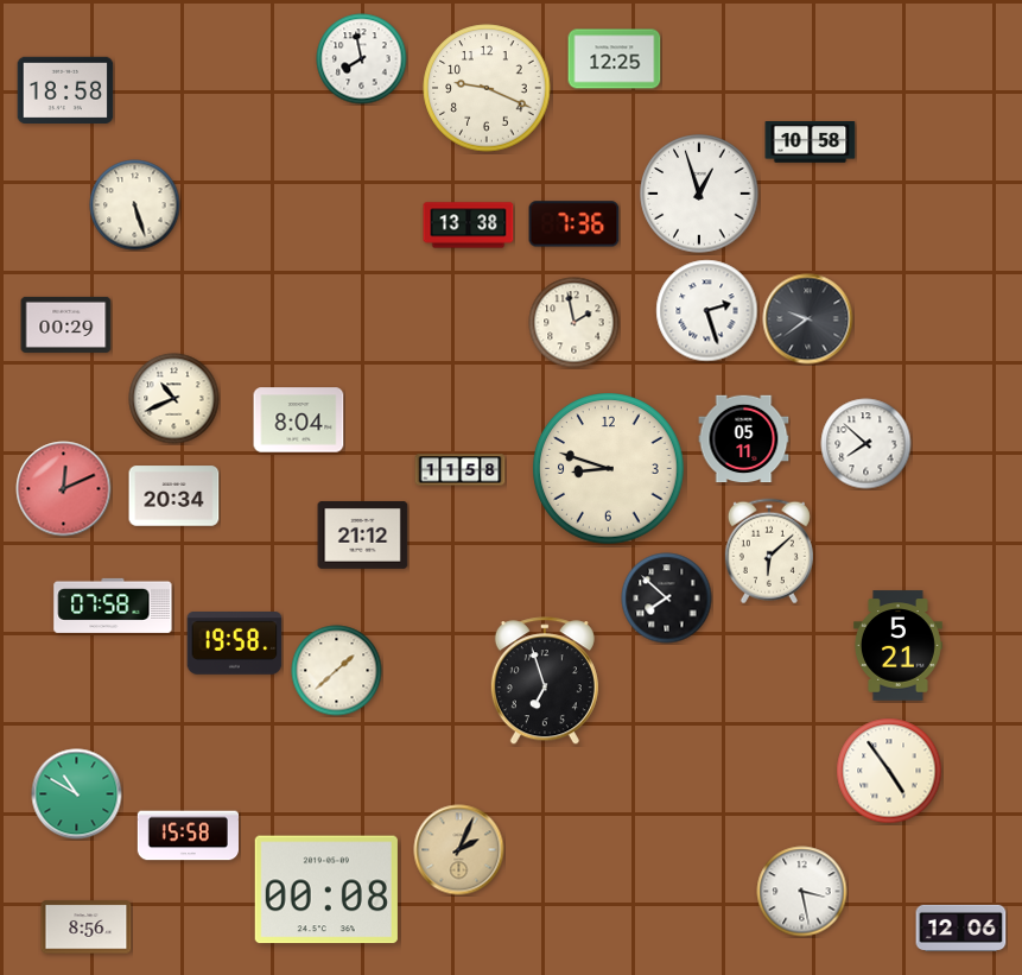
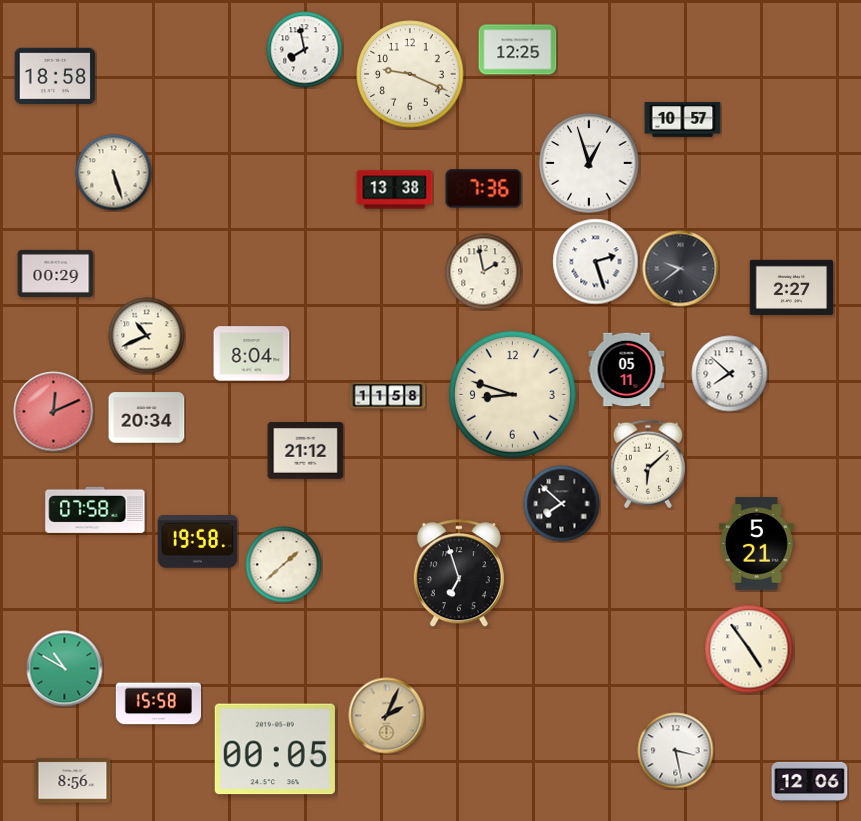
clock at (811, 143): 10:58 -> 10:57
clock at (792, 287): none -> 2:27
clock at (326, 889): 00:08 -> 00:05
